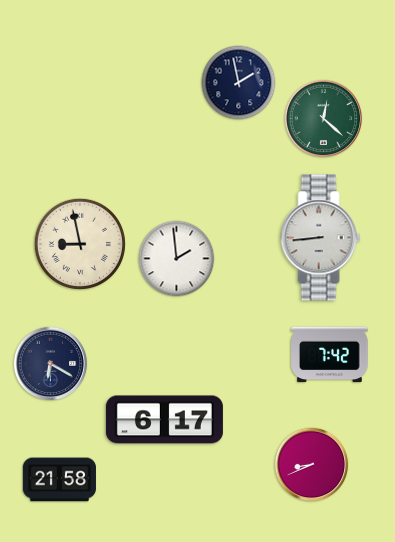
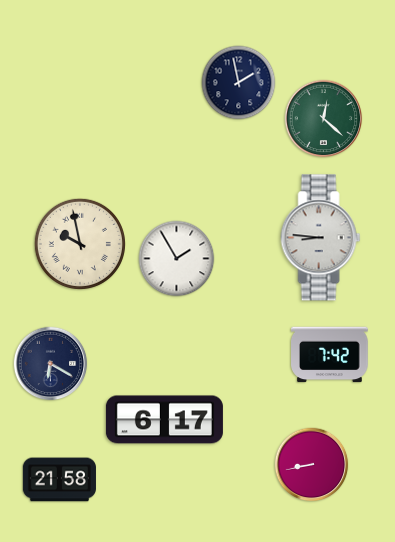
clock at (321, 238): 8:44 -> 8:46
clock at (80, 244): 8:58 -> 9:58
clock at (177, 259): 1:59 -> 1:55
clock at (312, 465): 8:41 -> 8:43
